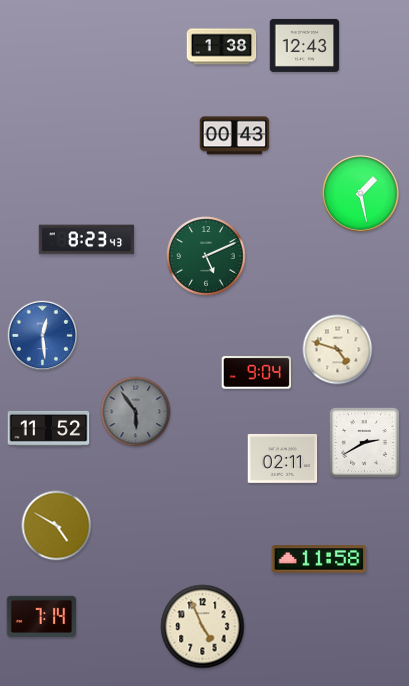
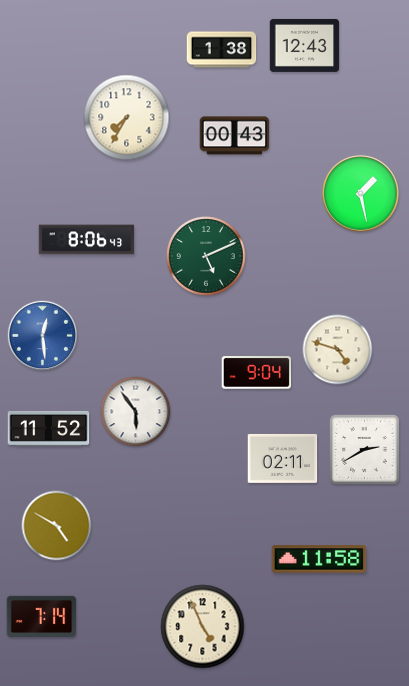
clock at (222, 47) position: (222, 47) -> (222, 50)
clock at (127, 118): none -> 7:35
clock at (87, 240): 8:23 -> 8:06
clock at (136, 412) dial: grey -> white
clock at (364, 442) position: (364, 442) -> (364, 449)
